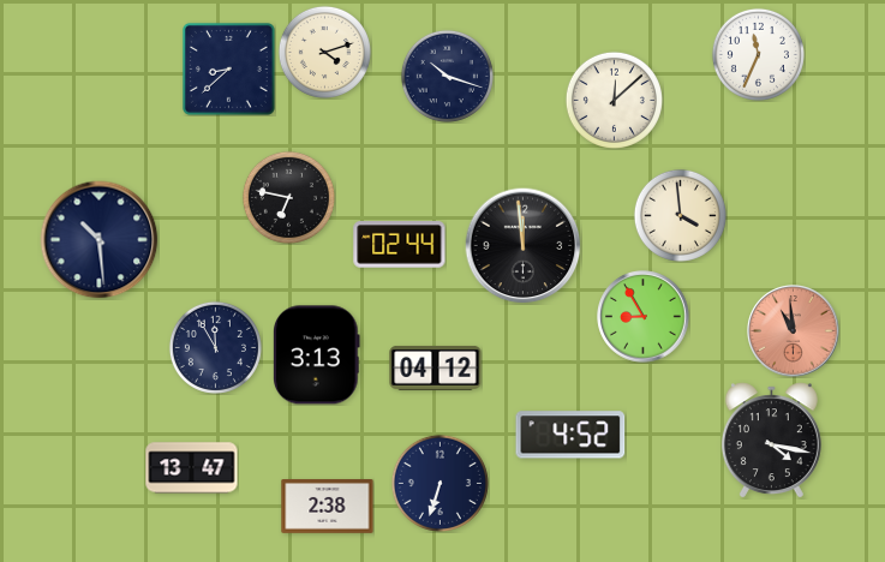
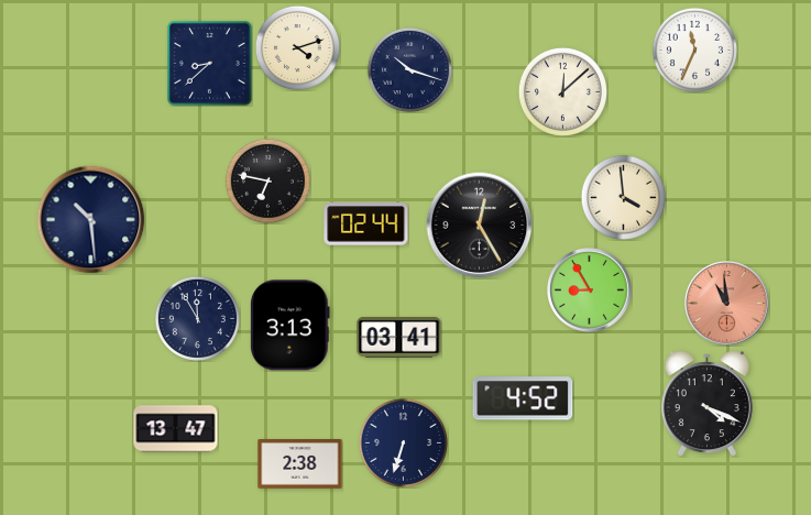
clock at (288, 197) position: (288, 197) -> (267, 180)
clock at (524, 246): 11:59 -> 12:25
clock at (436, 367): 04:12 -> 03:41
clock at (771, 441): 4:17 -> 4:19
